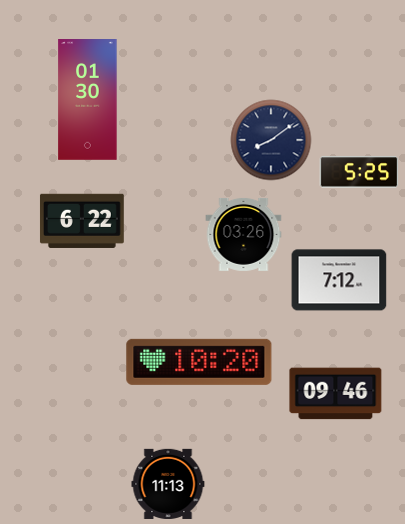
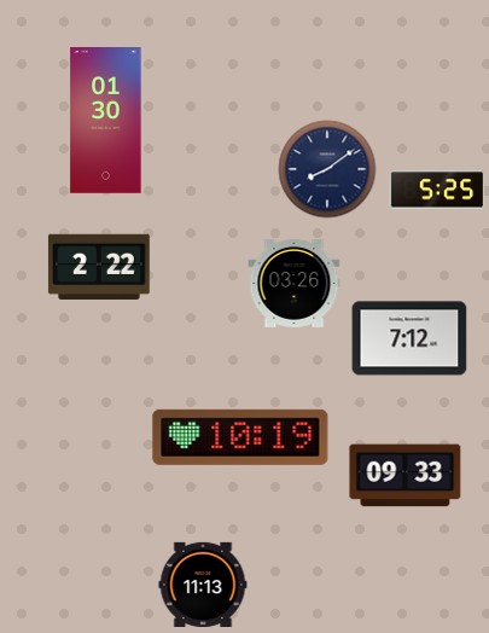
clock at (359, 172) position: (359, 172) -> (437, 190)
clock at (82, 221): 6:22 -> 2:22
clock at (199, 362): 10:20 -> 10:19
clock at (336, 394): 09:46 -> 09:33
